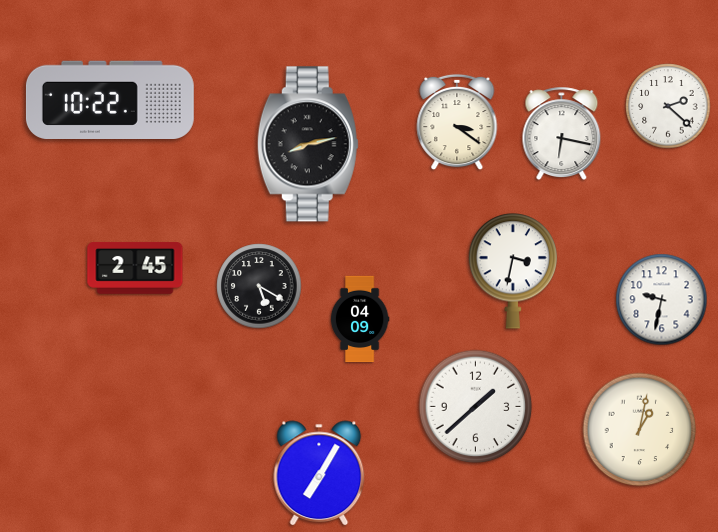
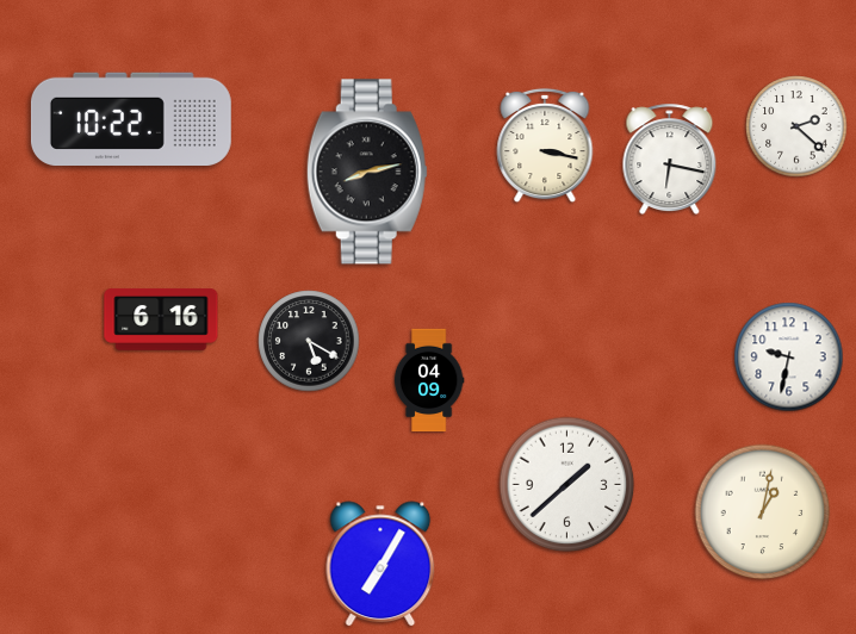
clock at (457, 122): 3:21 -> 3:17
clock at (135, 269): 2:45 -> 6:16
clock at (513, 271): 3:32 -> none
